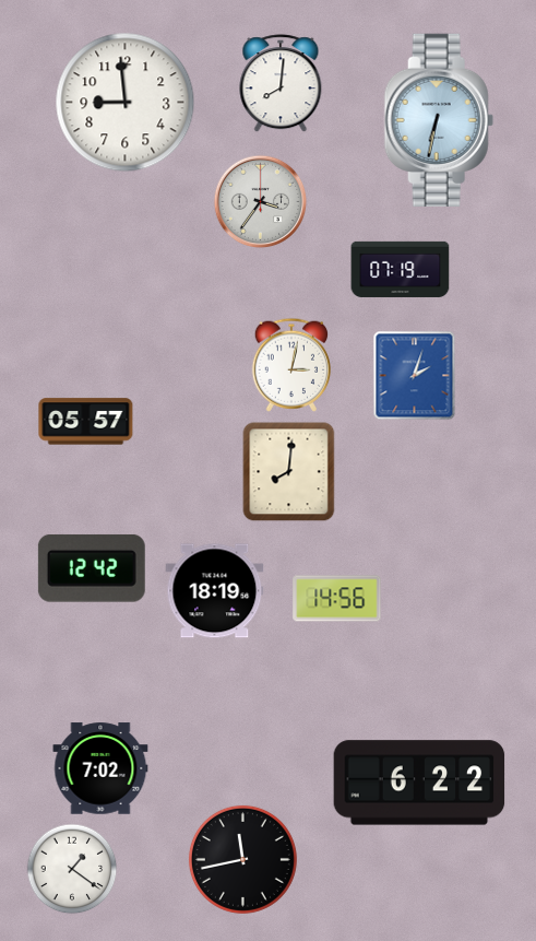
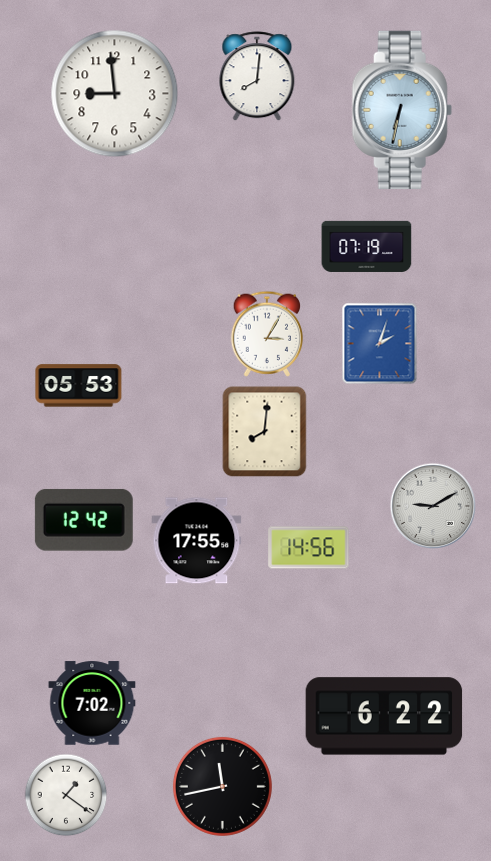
clock at (261, 202): 3:36 -> none
clock at (290, 365): 3:02 -> 3:05
clock at (86, 422): 05:57 -> 05:53
clock at (433, 506): none -> 9:10
clock at (215, 591): 18:19 -> 17:55
